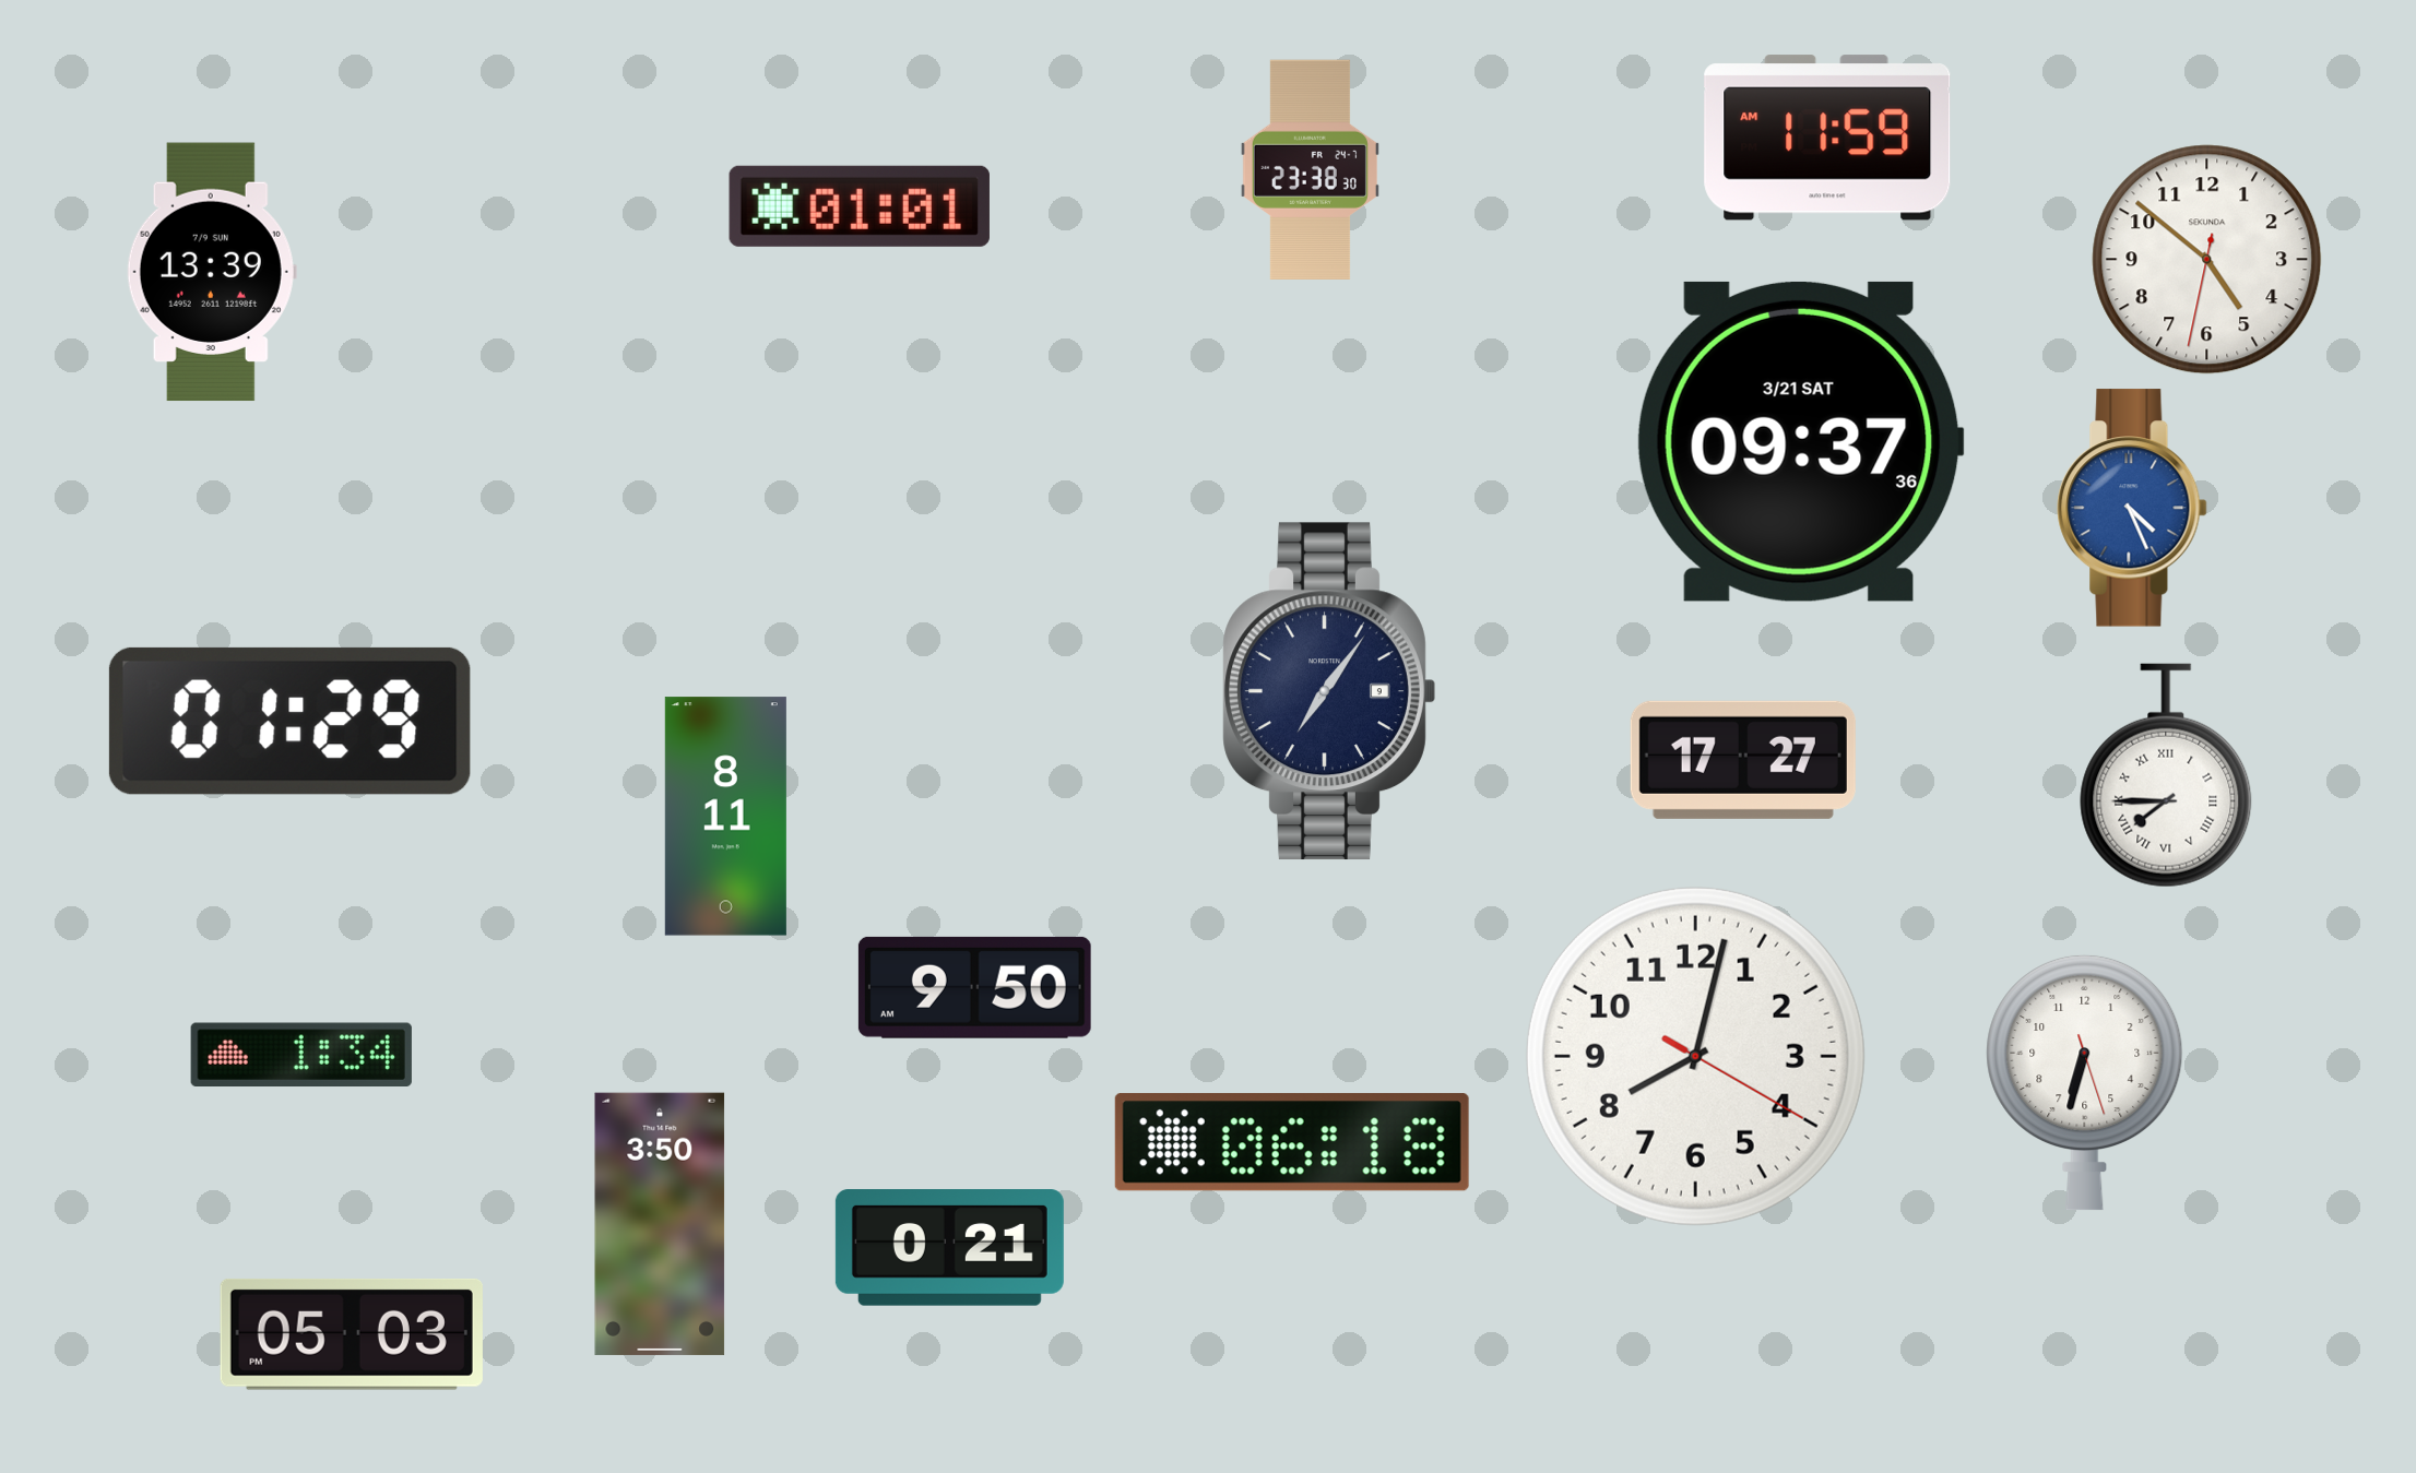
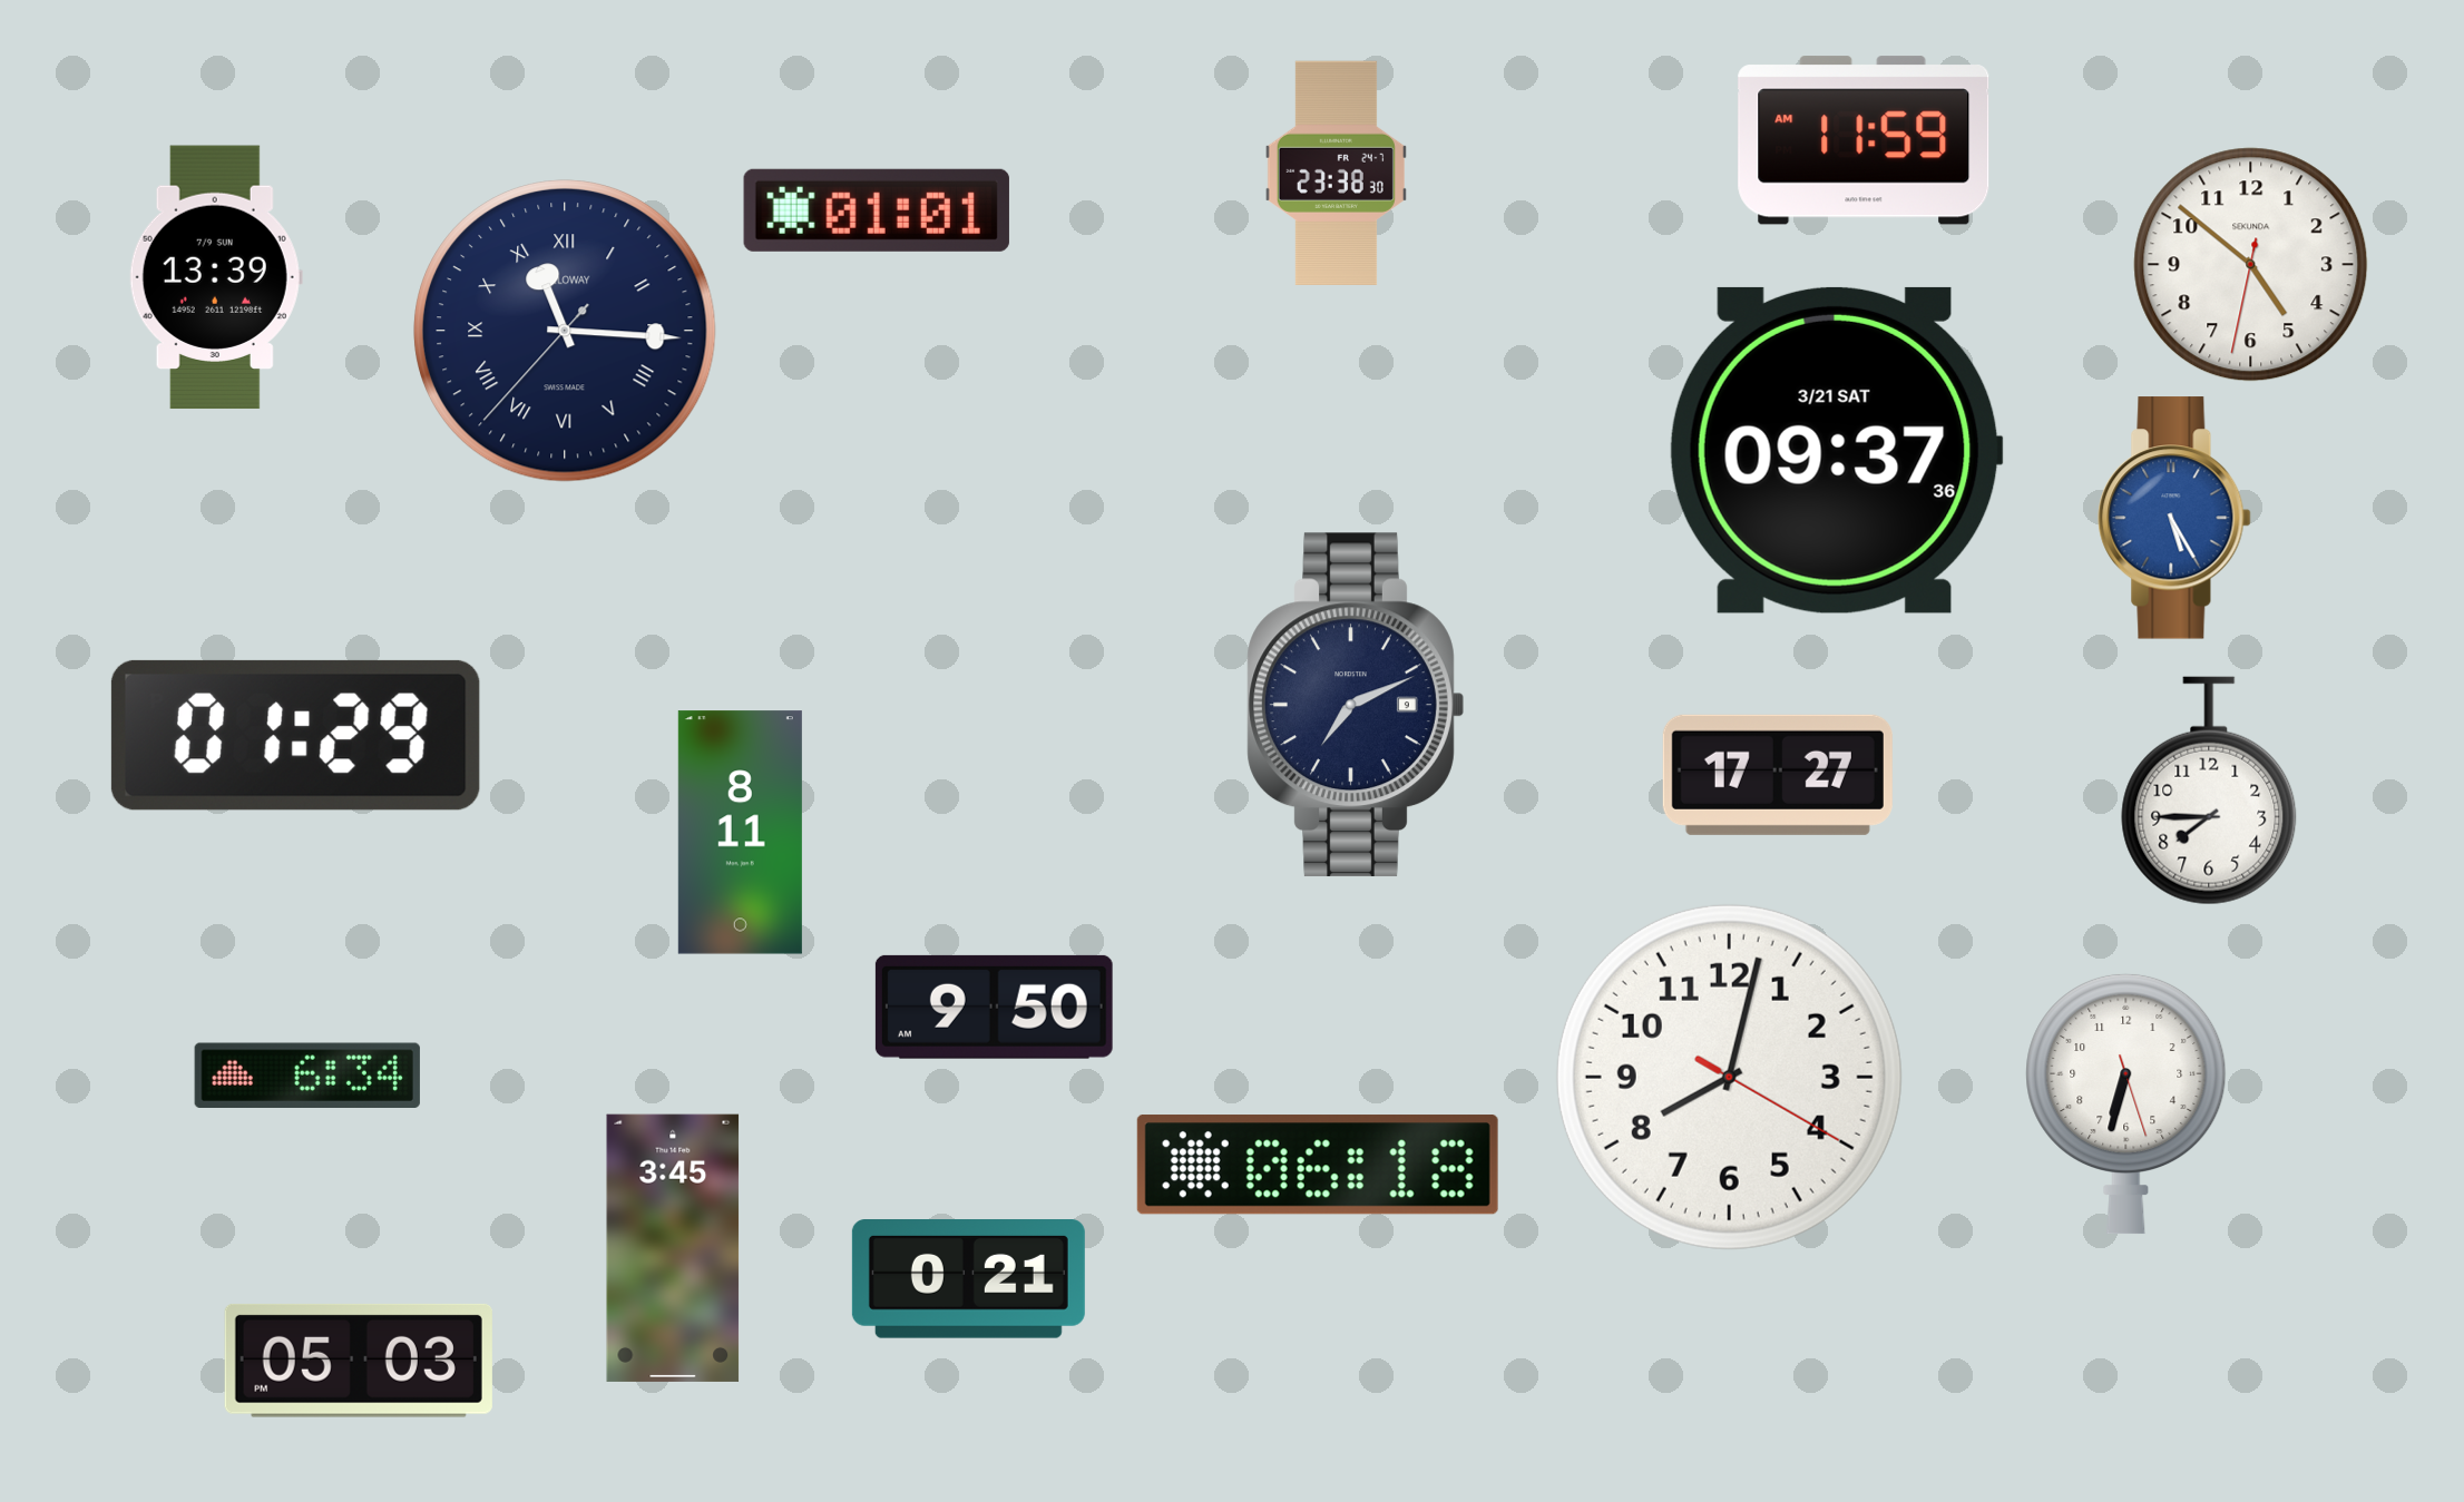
clock at (565, 331): none -> 11:15
clock at (2132, 508): 4:26 -> 5:25
clock at (1329, 691): 7:06 -> 7:11
clock at (2166, 775) numerals: Roman -> Arabic
clock at (301, 1054): 1:34 -> 6:34
clock at (660, 1224): 3:50 -> 3:45
clock at (949, 1248) position: (949, 1248) -> (968, 1279)
